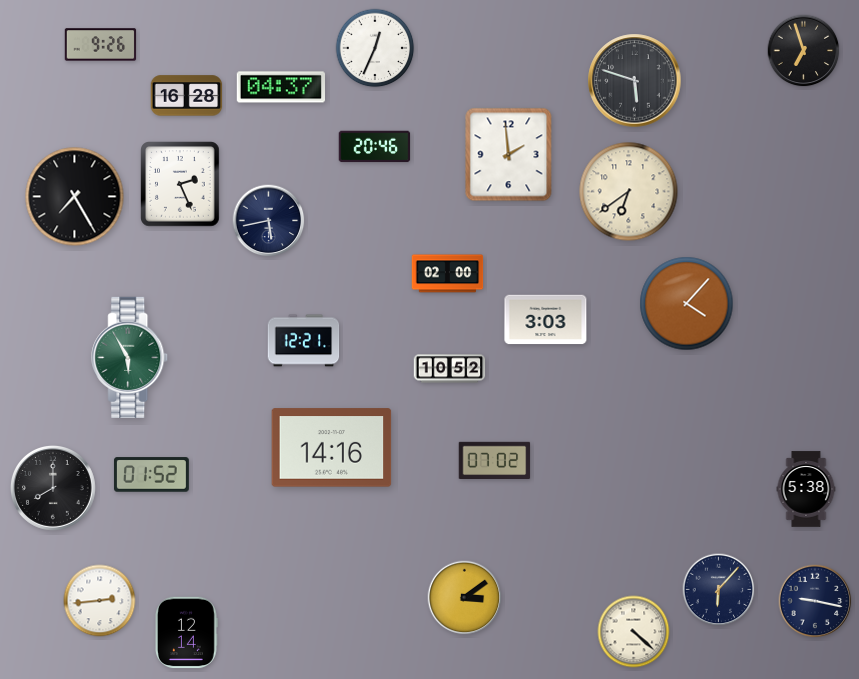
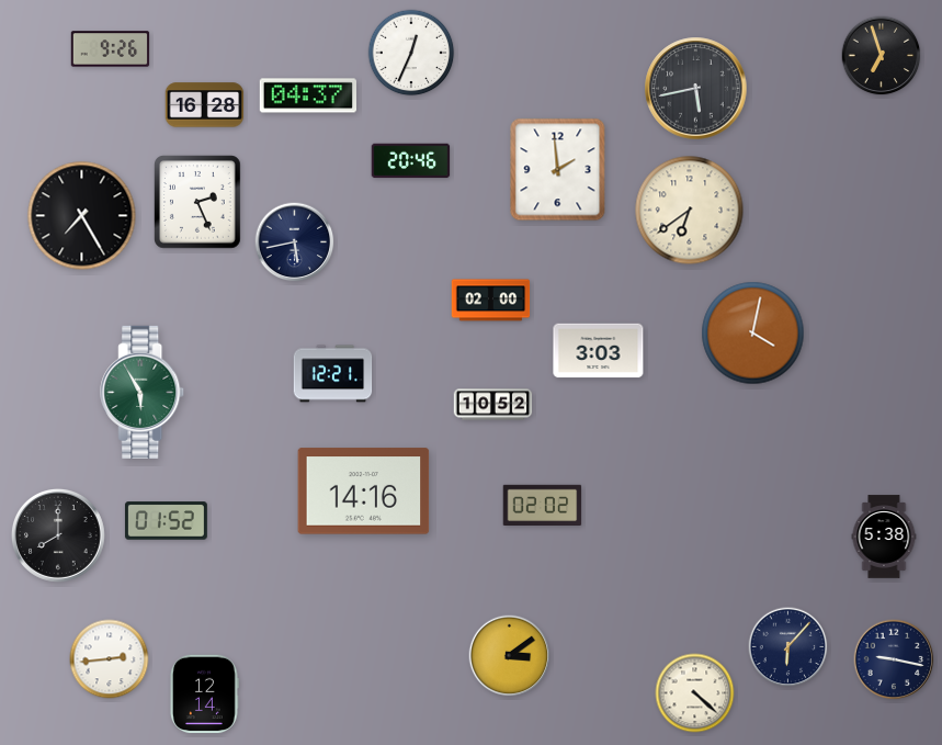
clock at (635, 81): 5:48 -> 5:43
clock at (687, 304): 4:07 -> 4:02
clock at (495, 460): 07:02 -> 02:02
